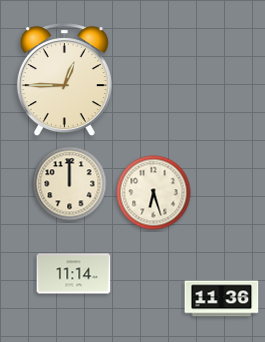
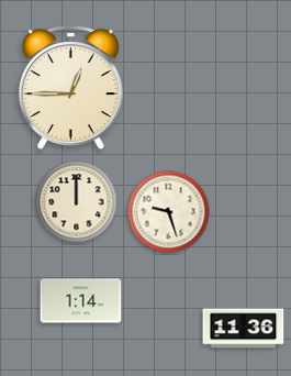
clock at (154, 193): 6:27 -> 9:27
clock at (74, 274): 11:14 -> 1:14
